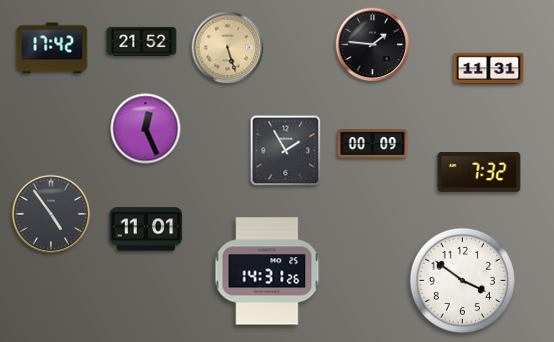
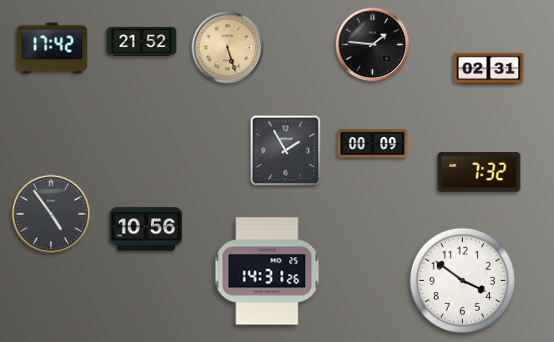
clock at (489, 69): 11:31 -> 02:31
clock at (146, 129): 12:26 -> none
clock at (146, 229): 11:01 -> 10:56
